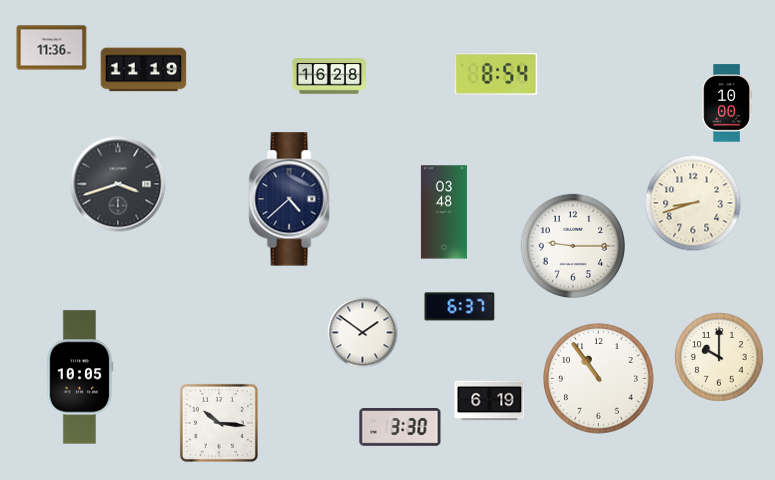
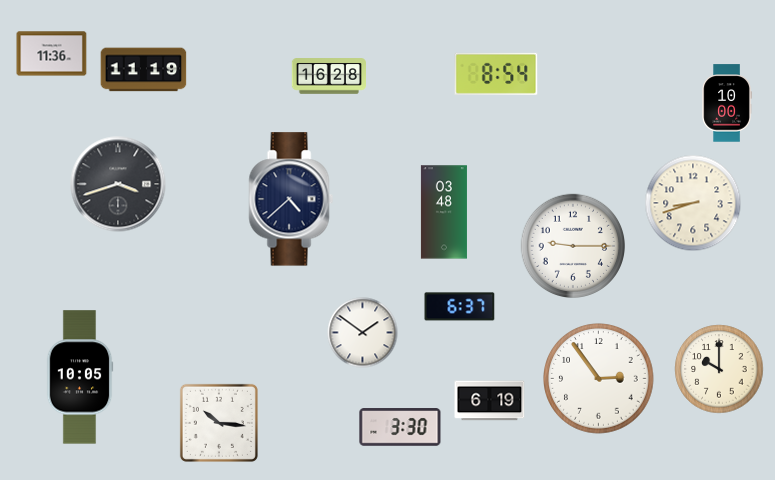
clock at (52, 48) position: (52, 48) -> (52, 54)
clock at (719, 357) position: (719, 357) -> (719, 369)
clock at (599, 379): 10:54 -> 2:54
